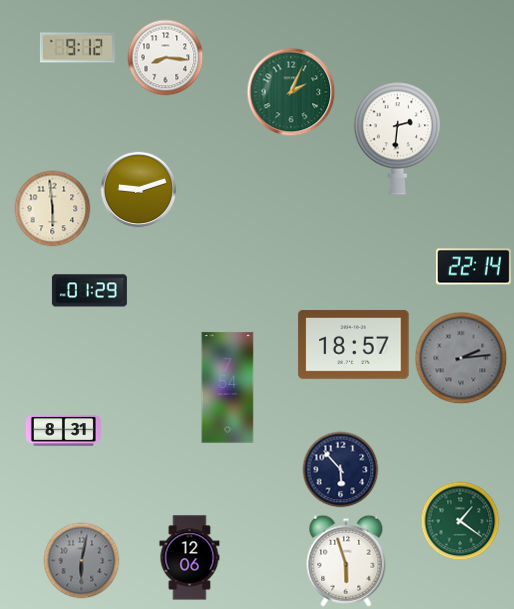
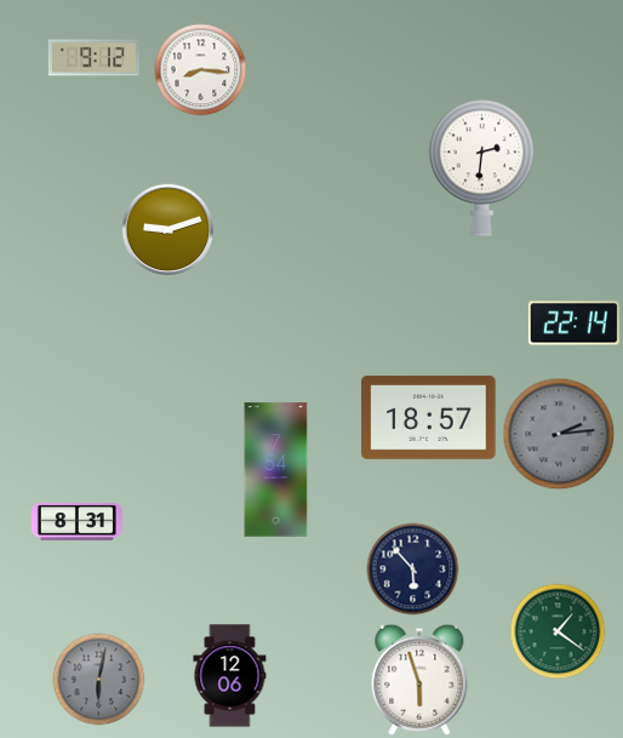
clock at (291, 92): 2:04 -> none
clock at (53, 209): 5:59 -> none
clock at (89, 291): 01:29 -> none
